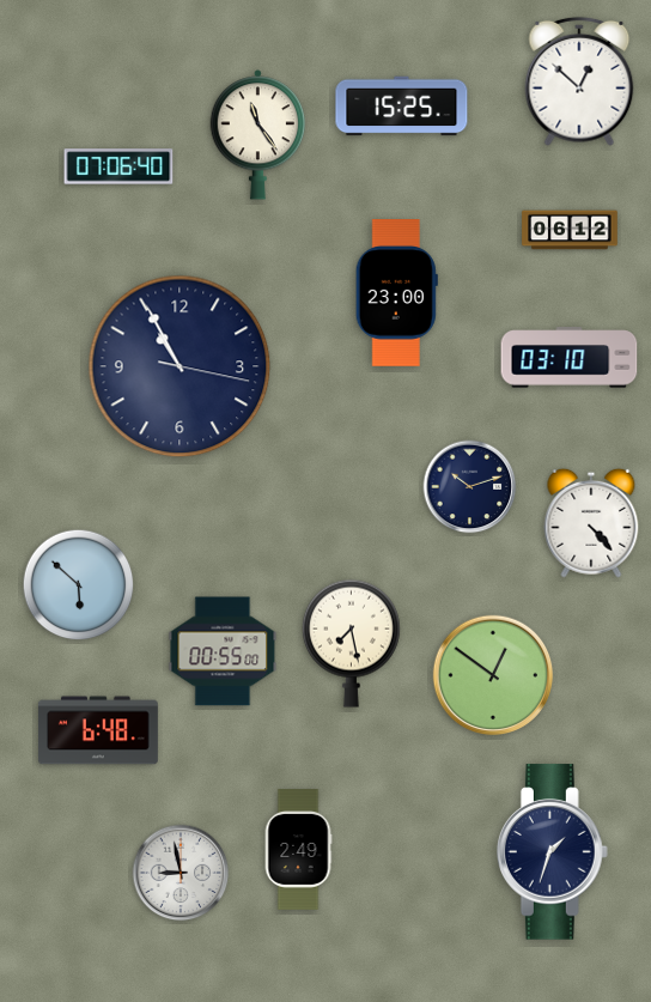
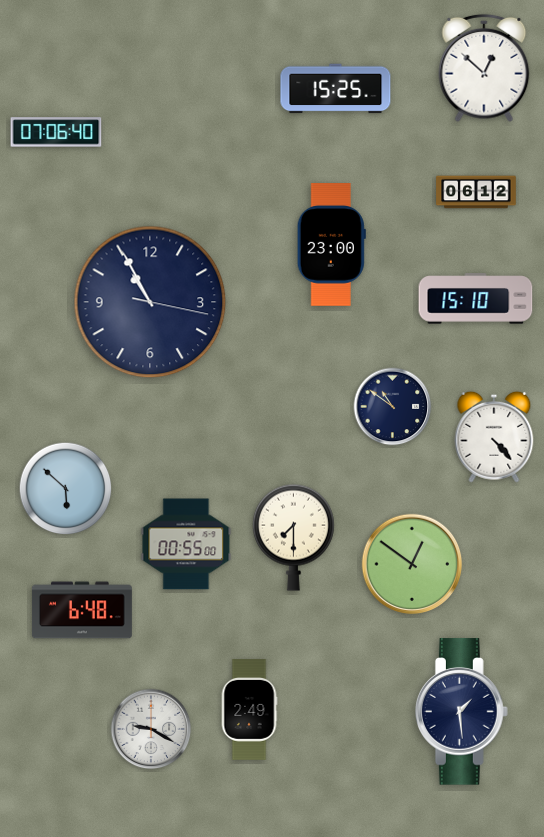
clock at (258, 135): 11:24 -> none
clock at (118, 166) position: (118, 166) -> (56, 132)
clock at (570, 358): 03:10 -> 15:10
clock at (180, 366) position: (180, 366) -> (150, 302)
clock at (470, 487): 10:12 -> 10:51
clock at (351, 643): 7:28 -> 7:30
clock at (552, 852): 1:33 -> 1:29
clock at (181, 873): 8:58 -> 9:20
